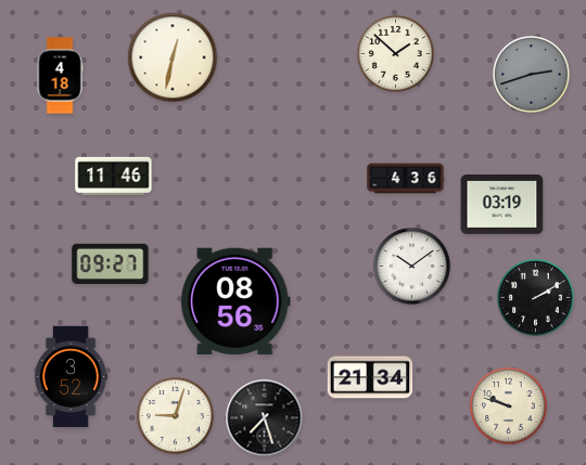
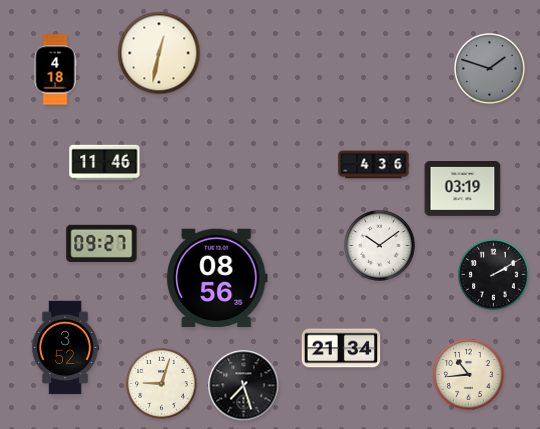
clock at (396, 54): 1:52 -> none
clock at (532, 75): 2:42 -> 1:48
clock at (509, 406): 9:48 -> 10:44
